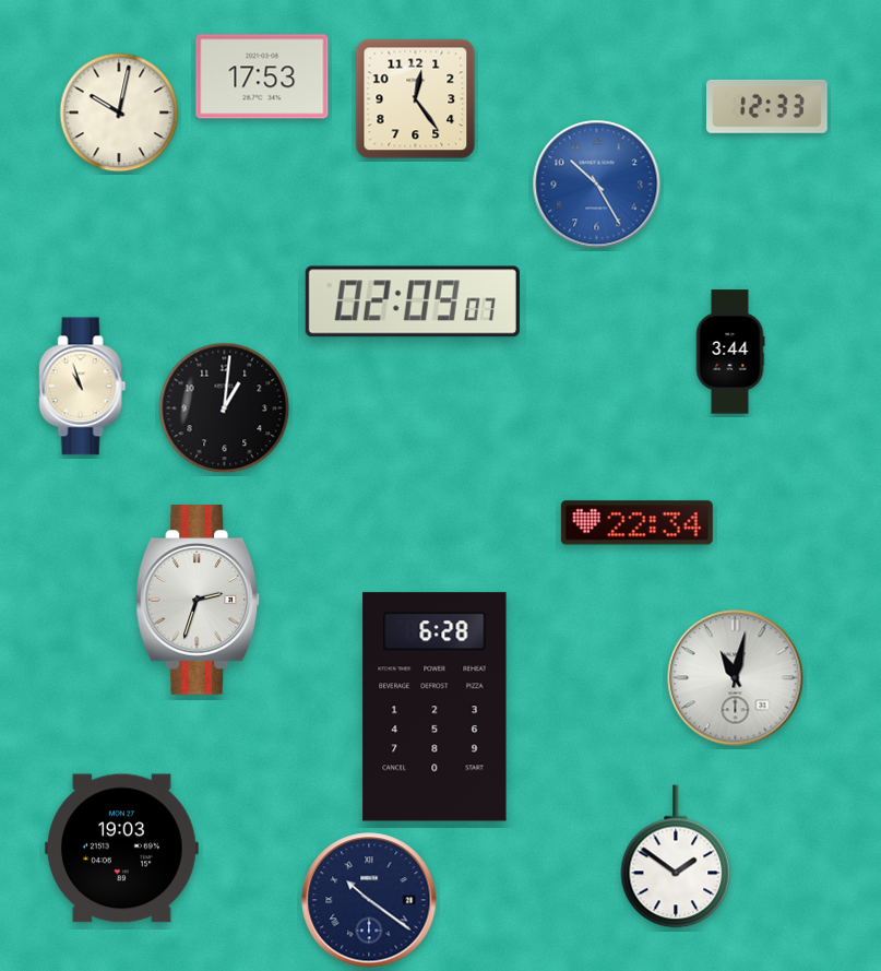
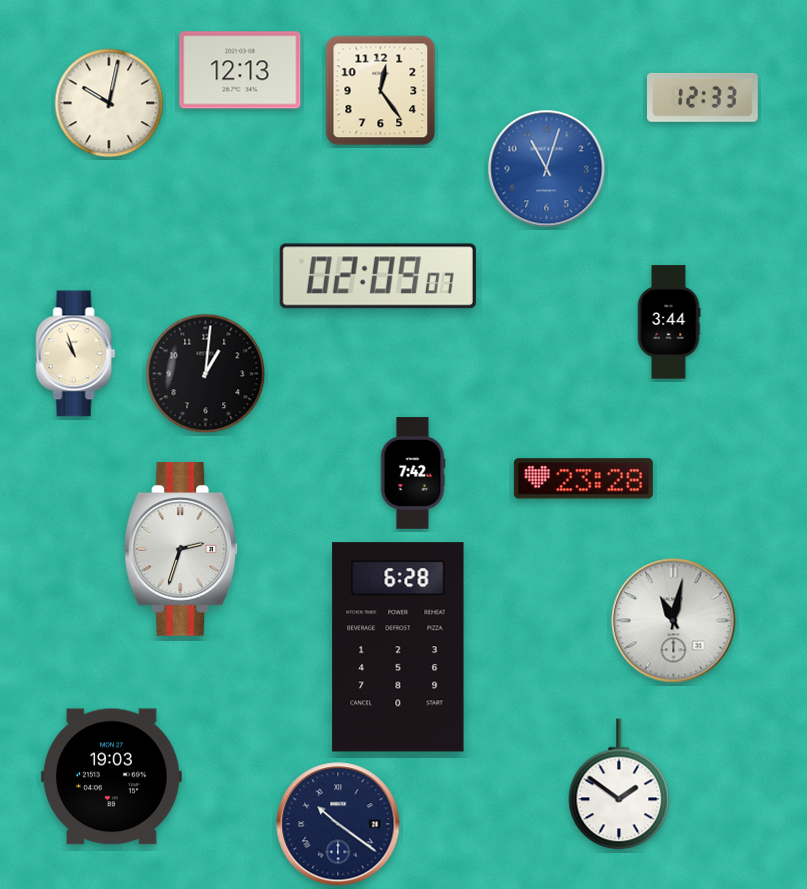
clock at (262, 76): 17:53 -> 12:13
clock at (597, 185): 10:25 -> 11:03
clock at (413, 473): none -> 7:42
clock at (636, 523): 22:34 -> 23:28
